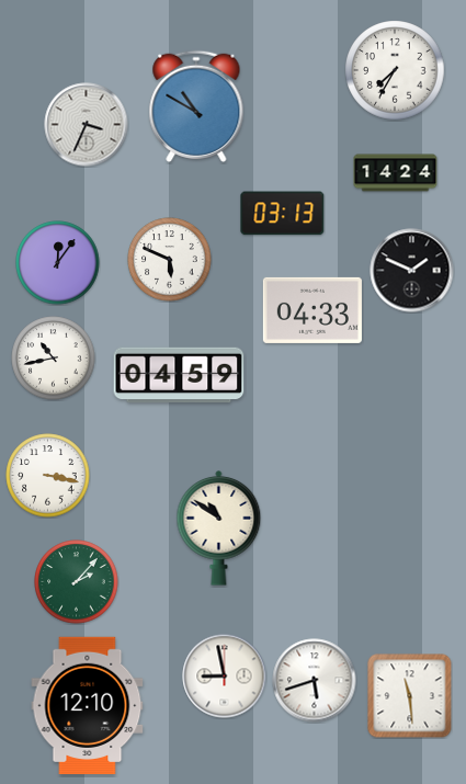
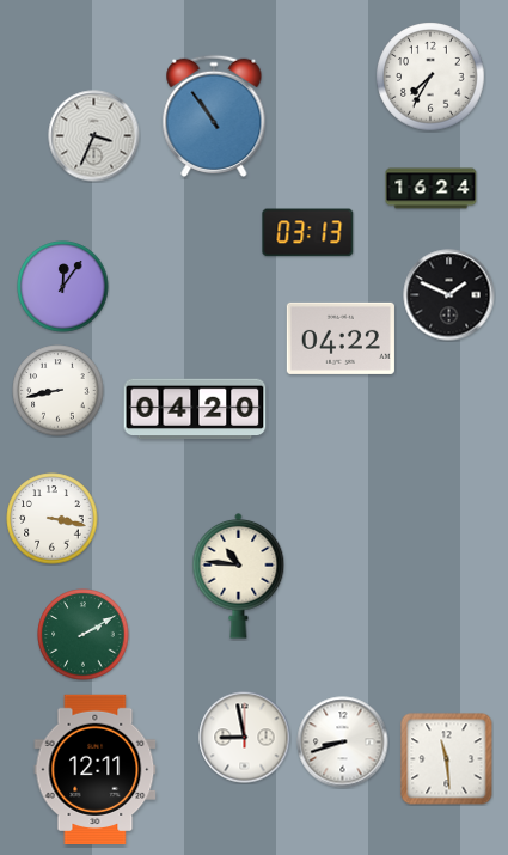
clock at (196, 106): 10:50 -> 10:54
clock at (396, 173): 14:24 -> 16:24
clock at (170, 260): 5:49 -> none
clock at (312, 310): 04:33 -> 04:22
clock at (54, 359): 10:43 -> 8:43
clock at (179, 375): 04:59 -> 04:20
clock at (219, 529): 10:51 -> 10:46
clock at (77, 582): 2:07 -> 2:10
clock at (315, 681): 5:42 -> 8:42
clock at (88, 705): 12:10 -> 12:11
